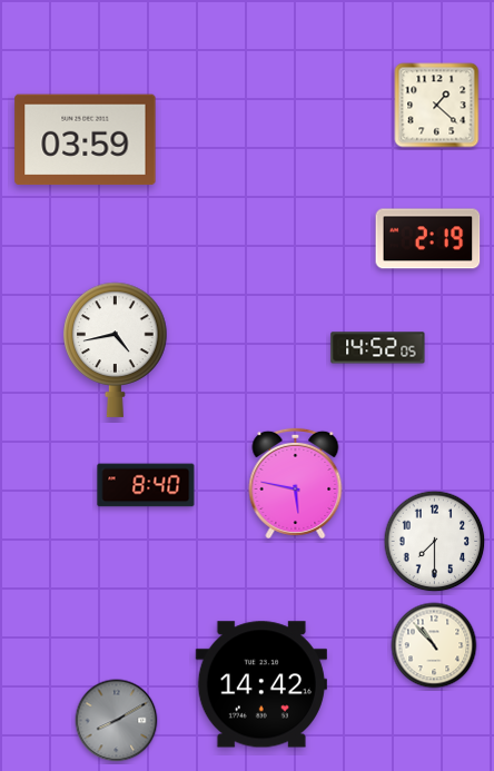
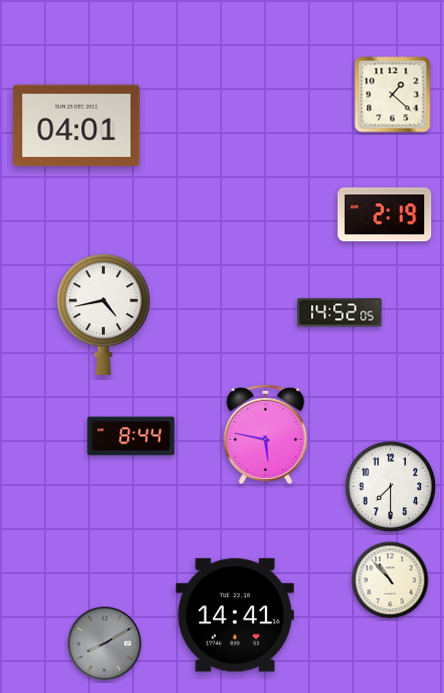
clock at (86, 140): 03:59 -> 04:01
clock at (146, 485): 8:40 -> 8:44
clock at (261, 684): 14:42 -> 14:41
clock at (117, 721) position: (117, 721) -> (105, 644)
